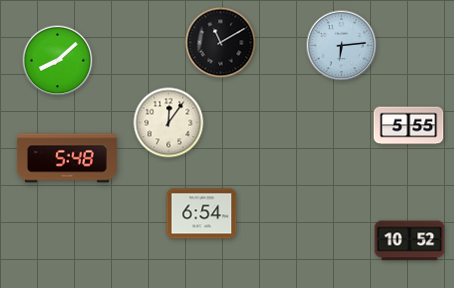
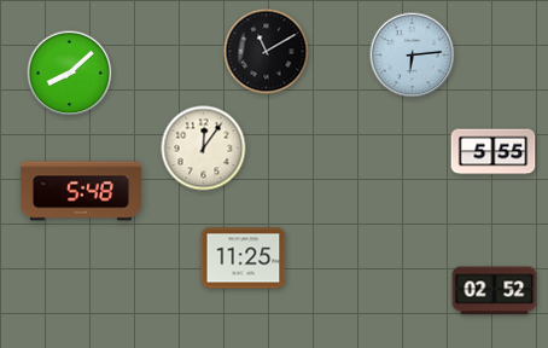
clock at (202, 214): 6:54 -> 11:25
clock at (410, 241): 10:52 -> 02:52
